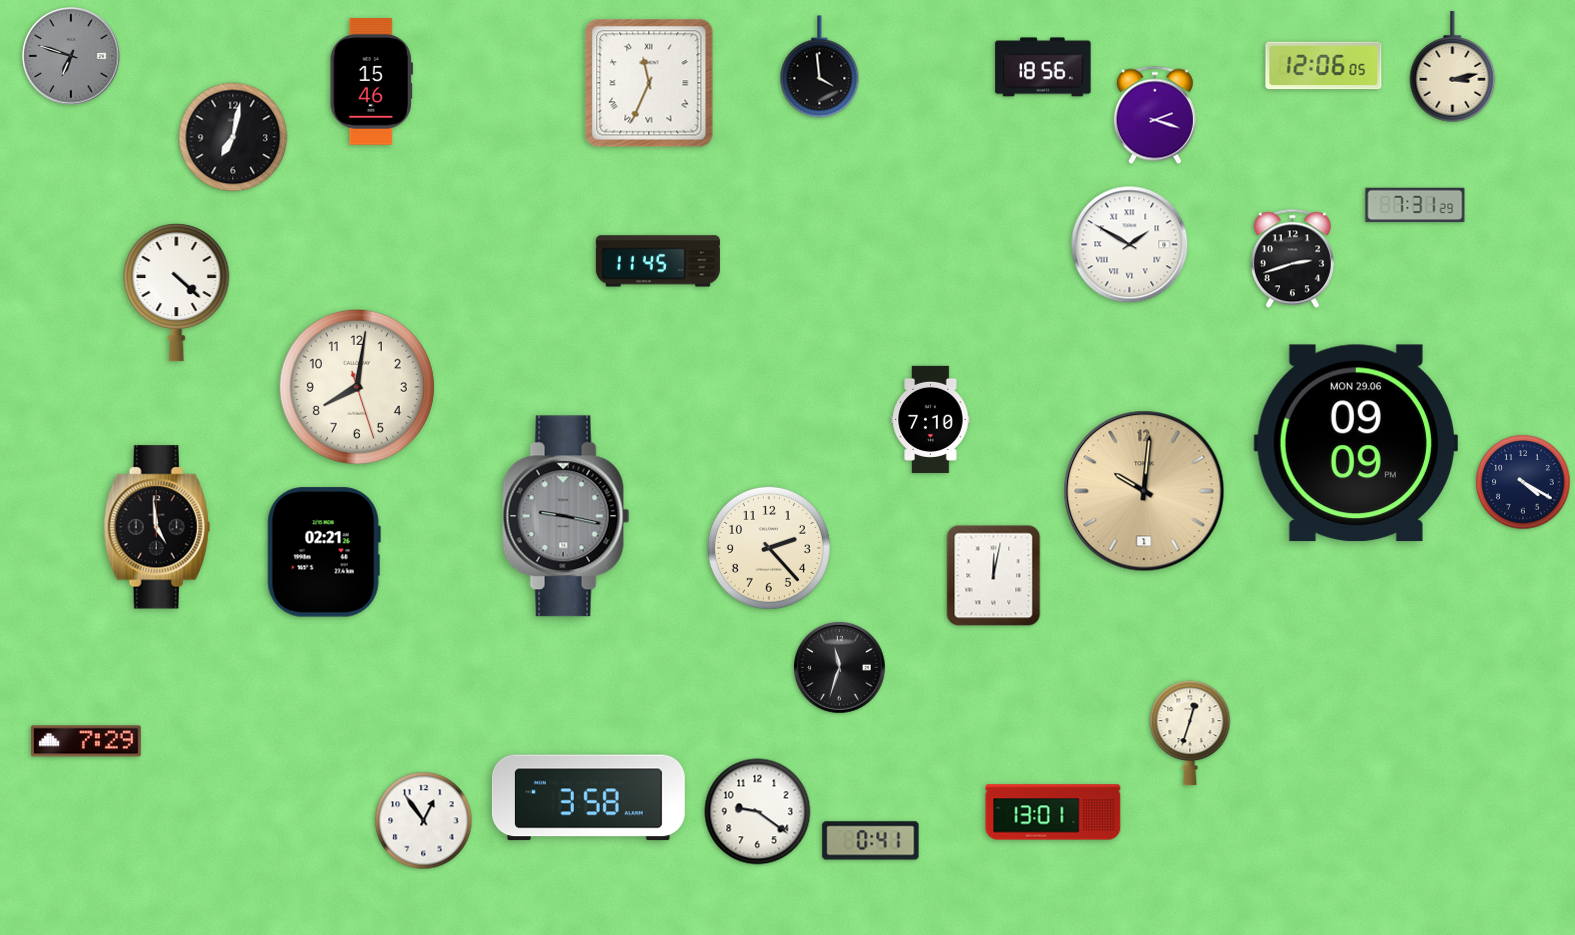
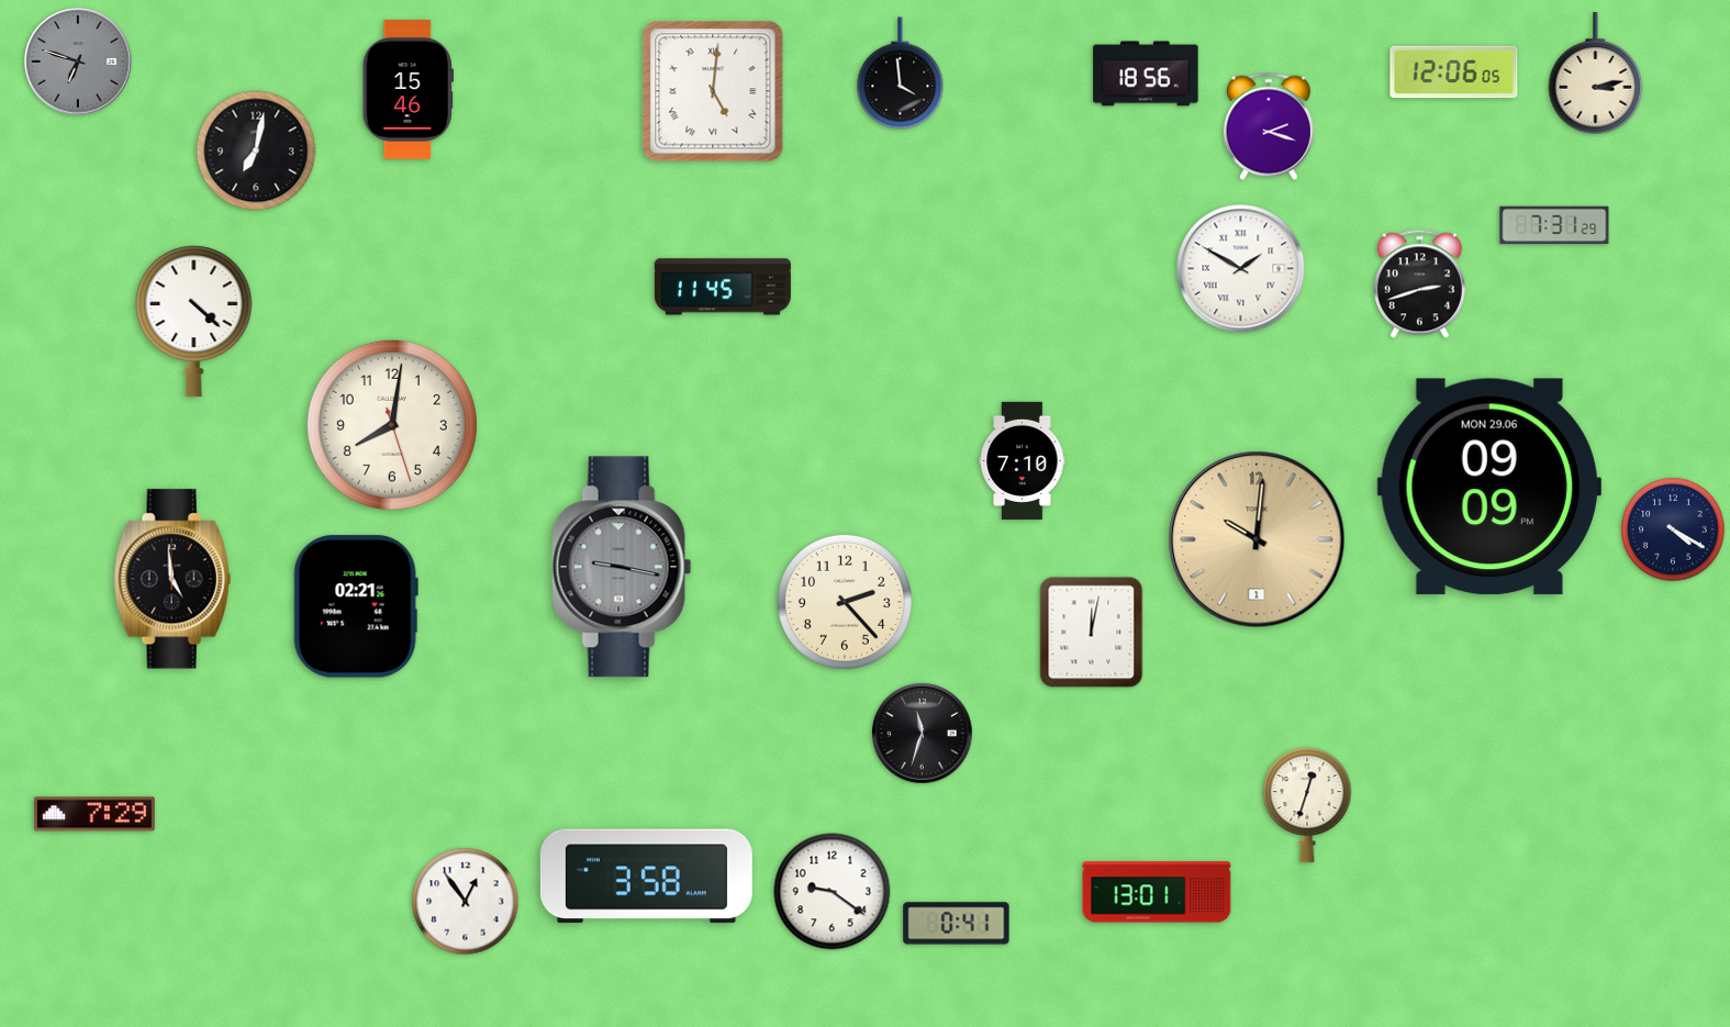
clock at (649, 83): 11:34 -> 5:01
